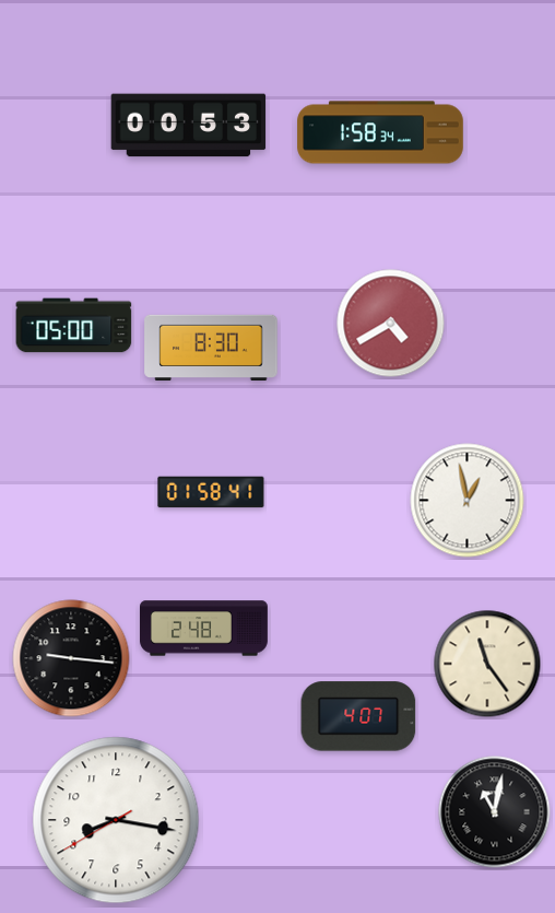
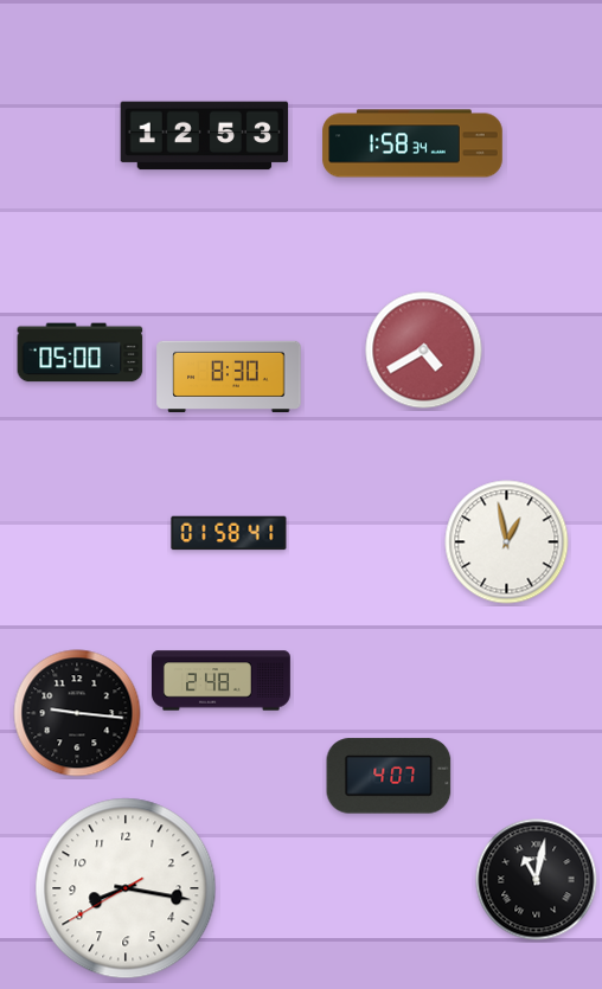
clock at (189, 126): 00:53 -> 12:53
clock at (487, 664): 11:24 -> none
